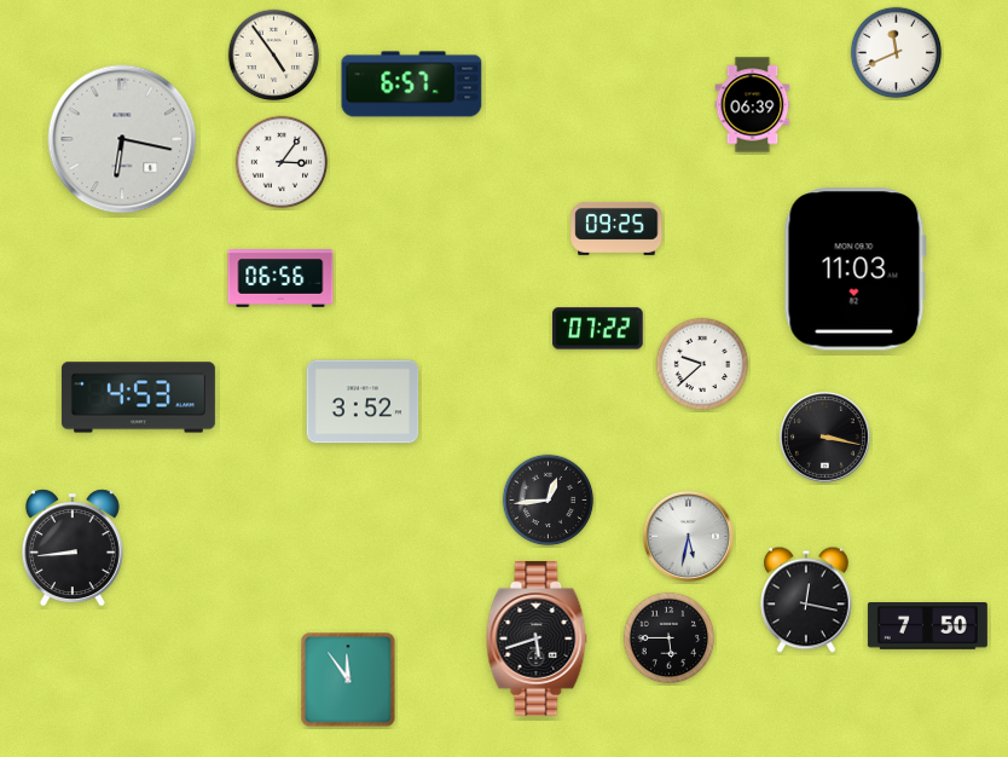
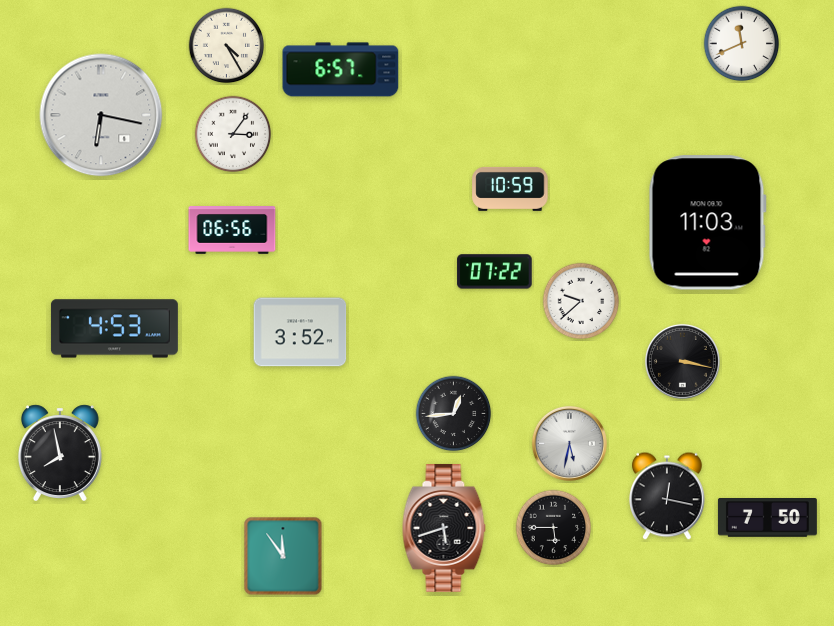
clock at (274, 56): 4:54 -> 4:25
clock at (753, 105): 06:39 -> none
clock at (616, 229): 09:25 -> 10:59
clock at (73, 547): 8:44 -> 7:58
clock at (348, 680) position: (348, 680) -> (283, 556)
